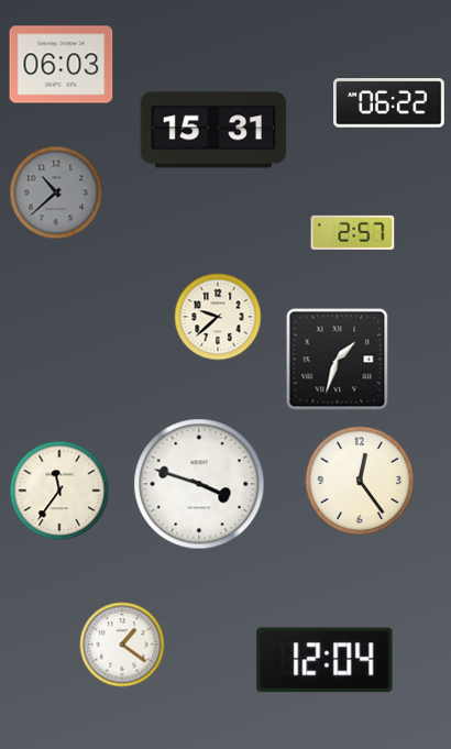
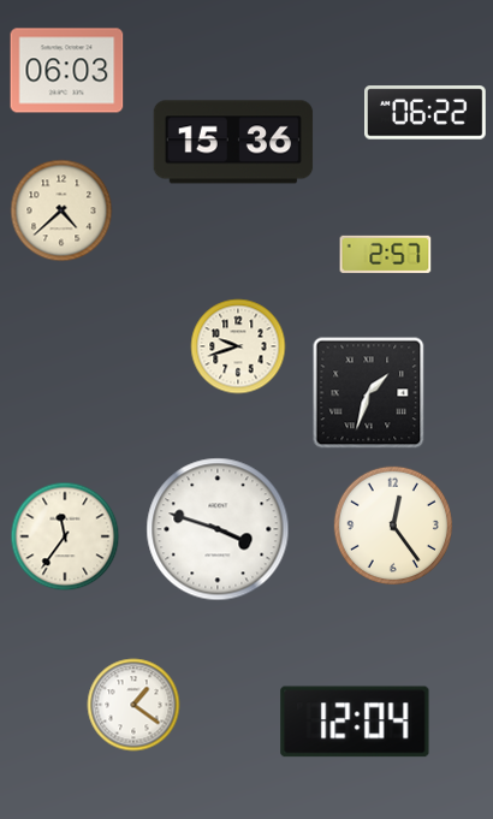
clock at (213, 130): 15:31 -> 15:36
clock at (56, 192): 10:38 -> 4:38
clock at (56, 192) dial: grey -> cream
clock at (218, 317): 9:38 -> 9:42
